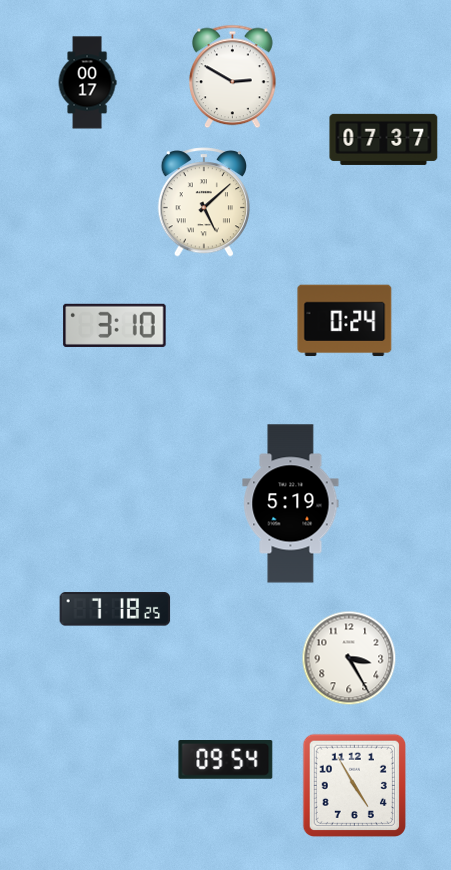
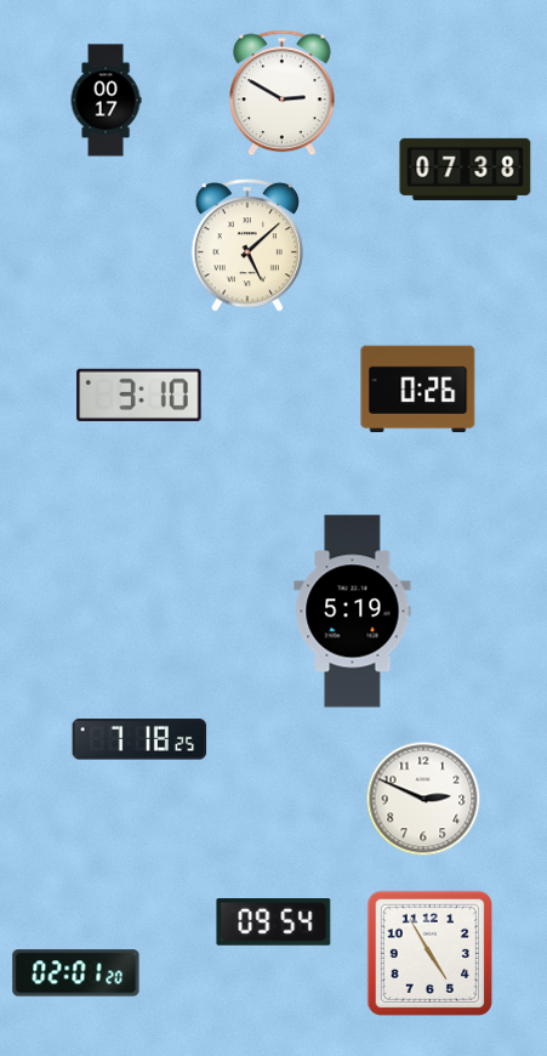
clock at (384, 139): 07:37 -> 07:38
clock at (345, 321): 0:24 -> 0:26
clock at (349, 658): 3:25 -> 2:49
clock at (76, 973): none -> 02:01
